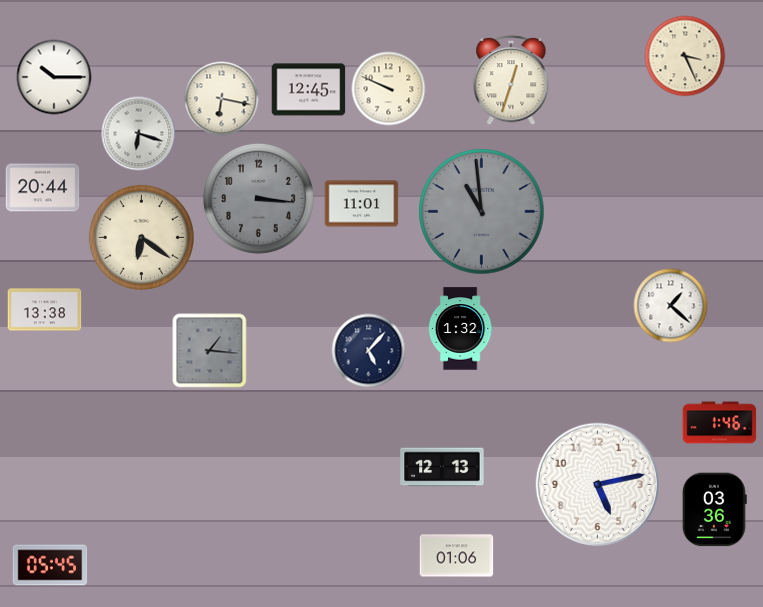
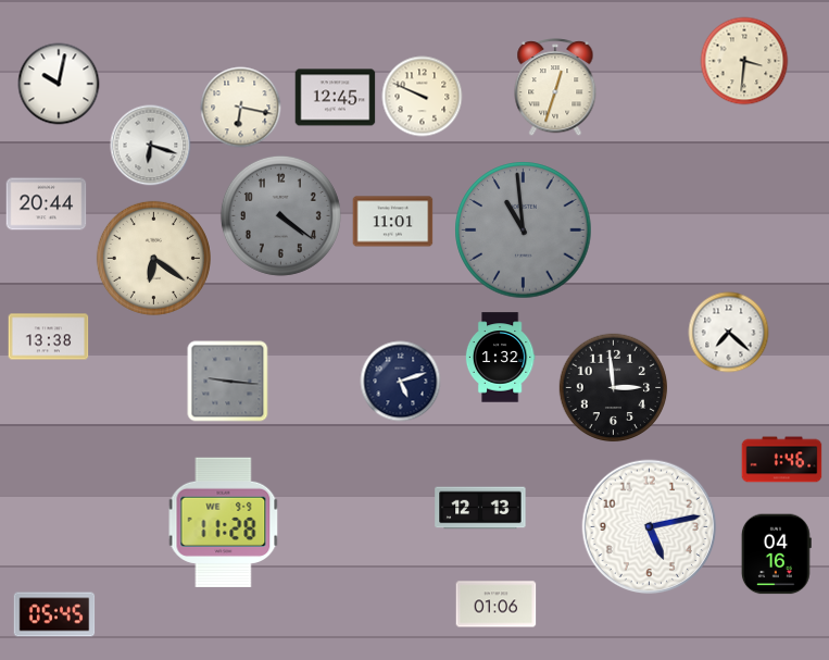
clock at (685, 56): 3:26 -> 3:31
clock at (54, 77): 10:15 -> 10:02
clock at (258, 198): 3:16 -> 4:21
clock at (671, 306): 1:22 -> 7:22
clock at (210, 351): 1:16 -> 9:16
clock at (369, 351): 5:07 -> 5:12
clock at (614, 388): none -> 2:59
clock at (224, 522): none -> 11:28
clock at (714, 510): 03:36 -> 04:16
